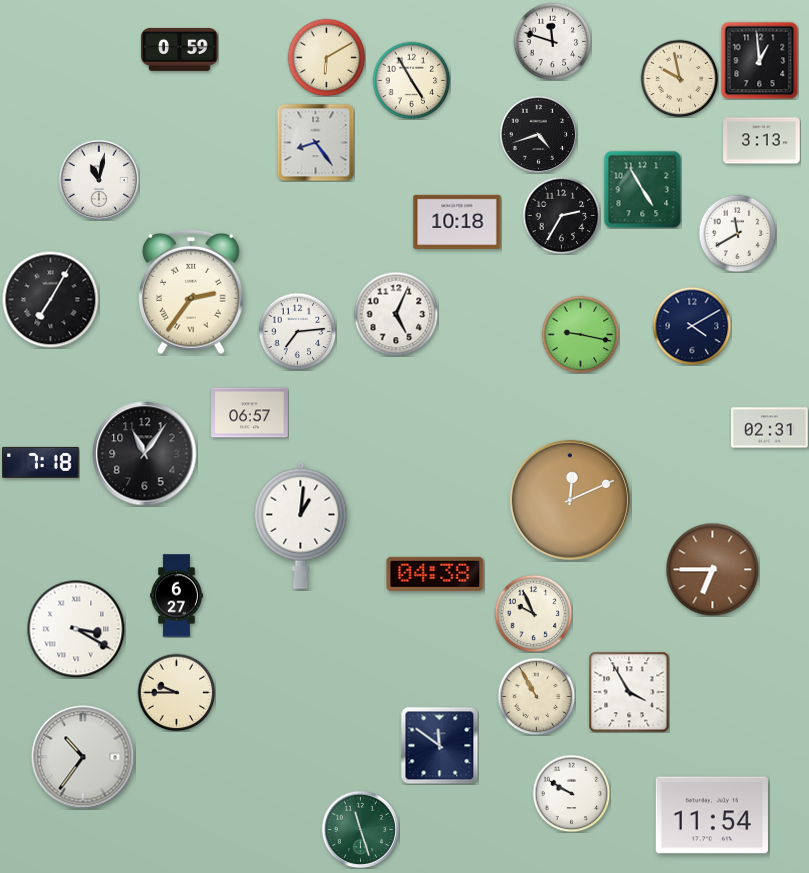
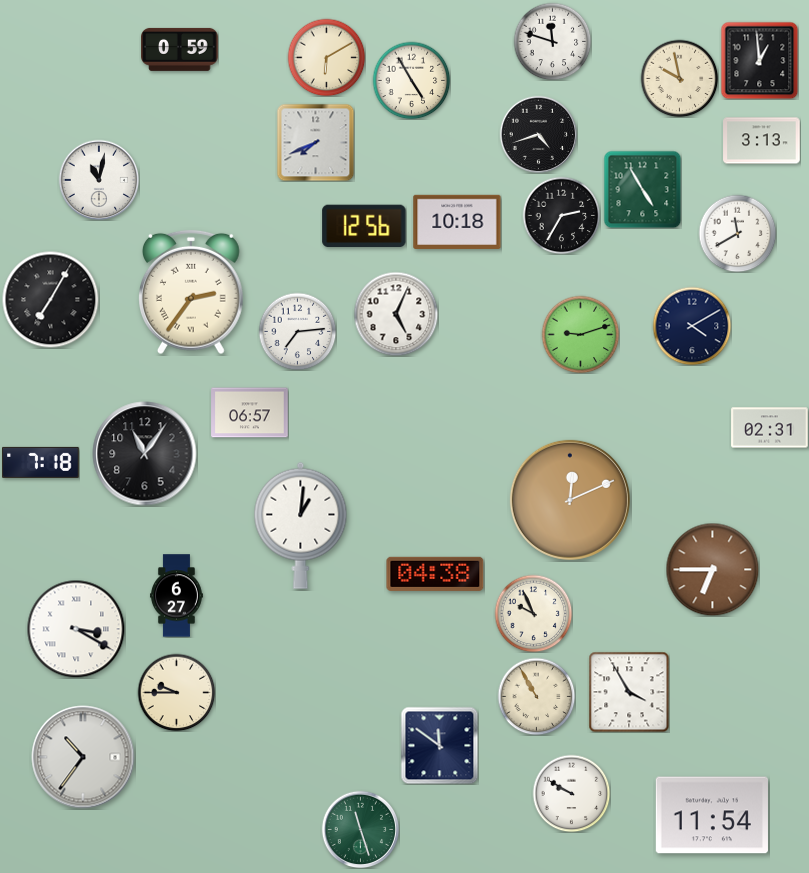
clock at (315, 142): 8:24 -> 7:41
clock at (364, 225): none -> 12:56
clock at (580, 334): 9:17 -> 9:12
